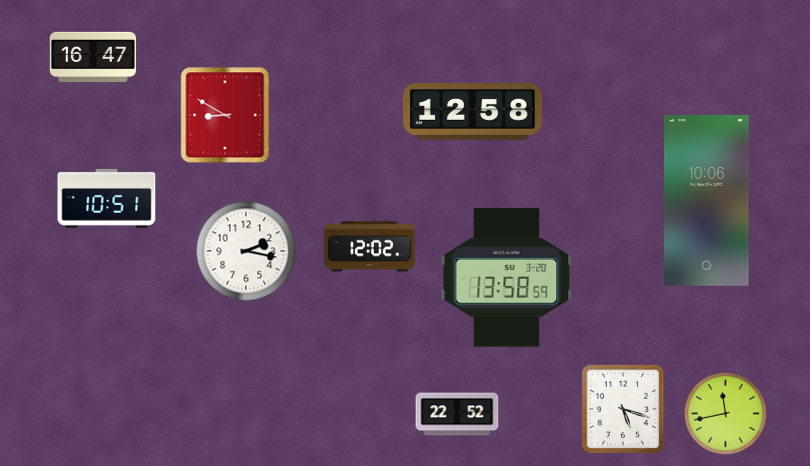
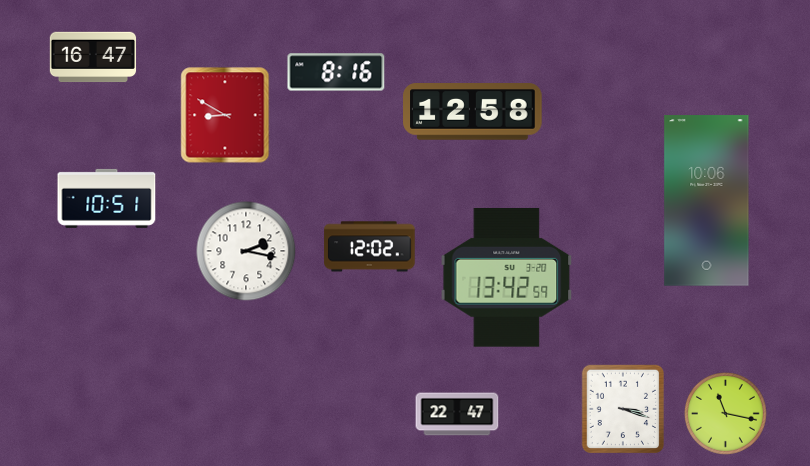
clock at (336, 72): none -> 8:16
clock at (507, 278): 13:58 -> 13:42
clock at (622, 408): 5:18 -> 3:18
clock at (457, 414): 22:52 -> 22:47
clock at (726, 414): 11:43 -> 11:17
